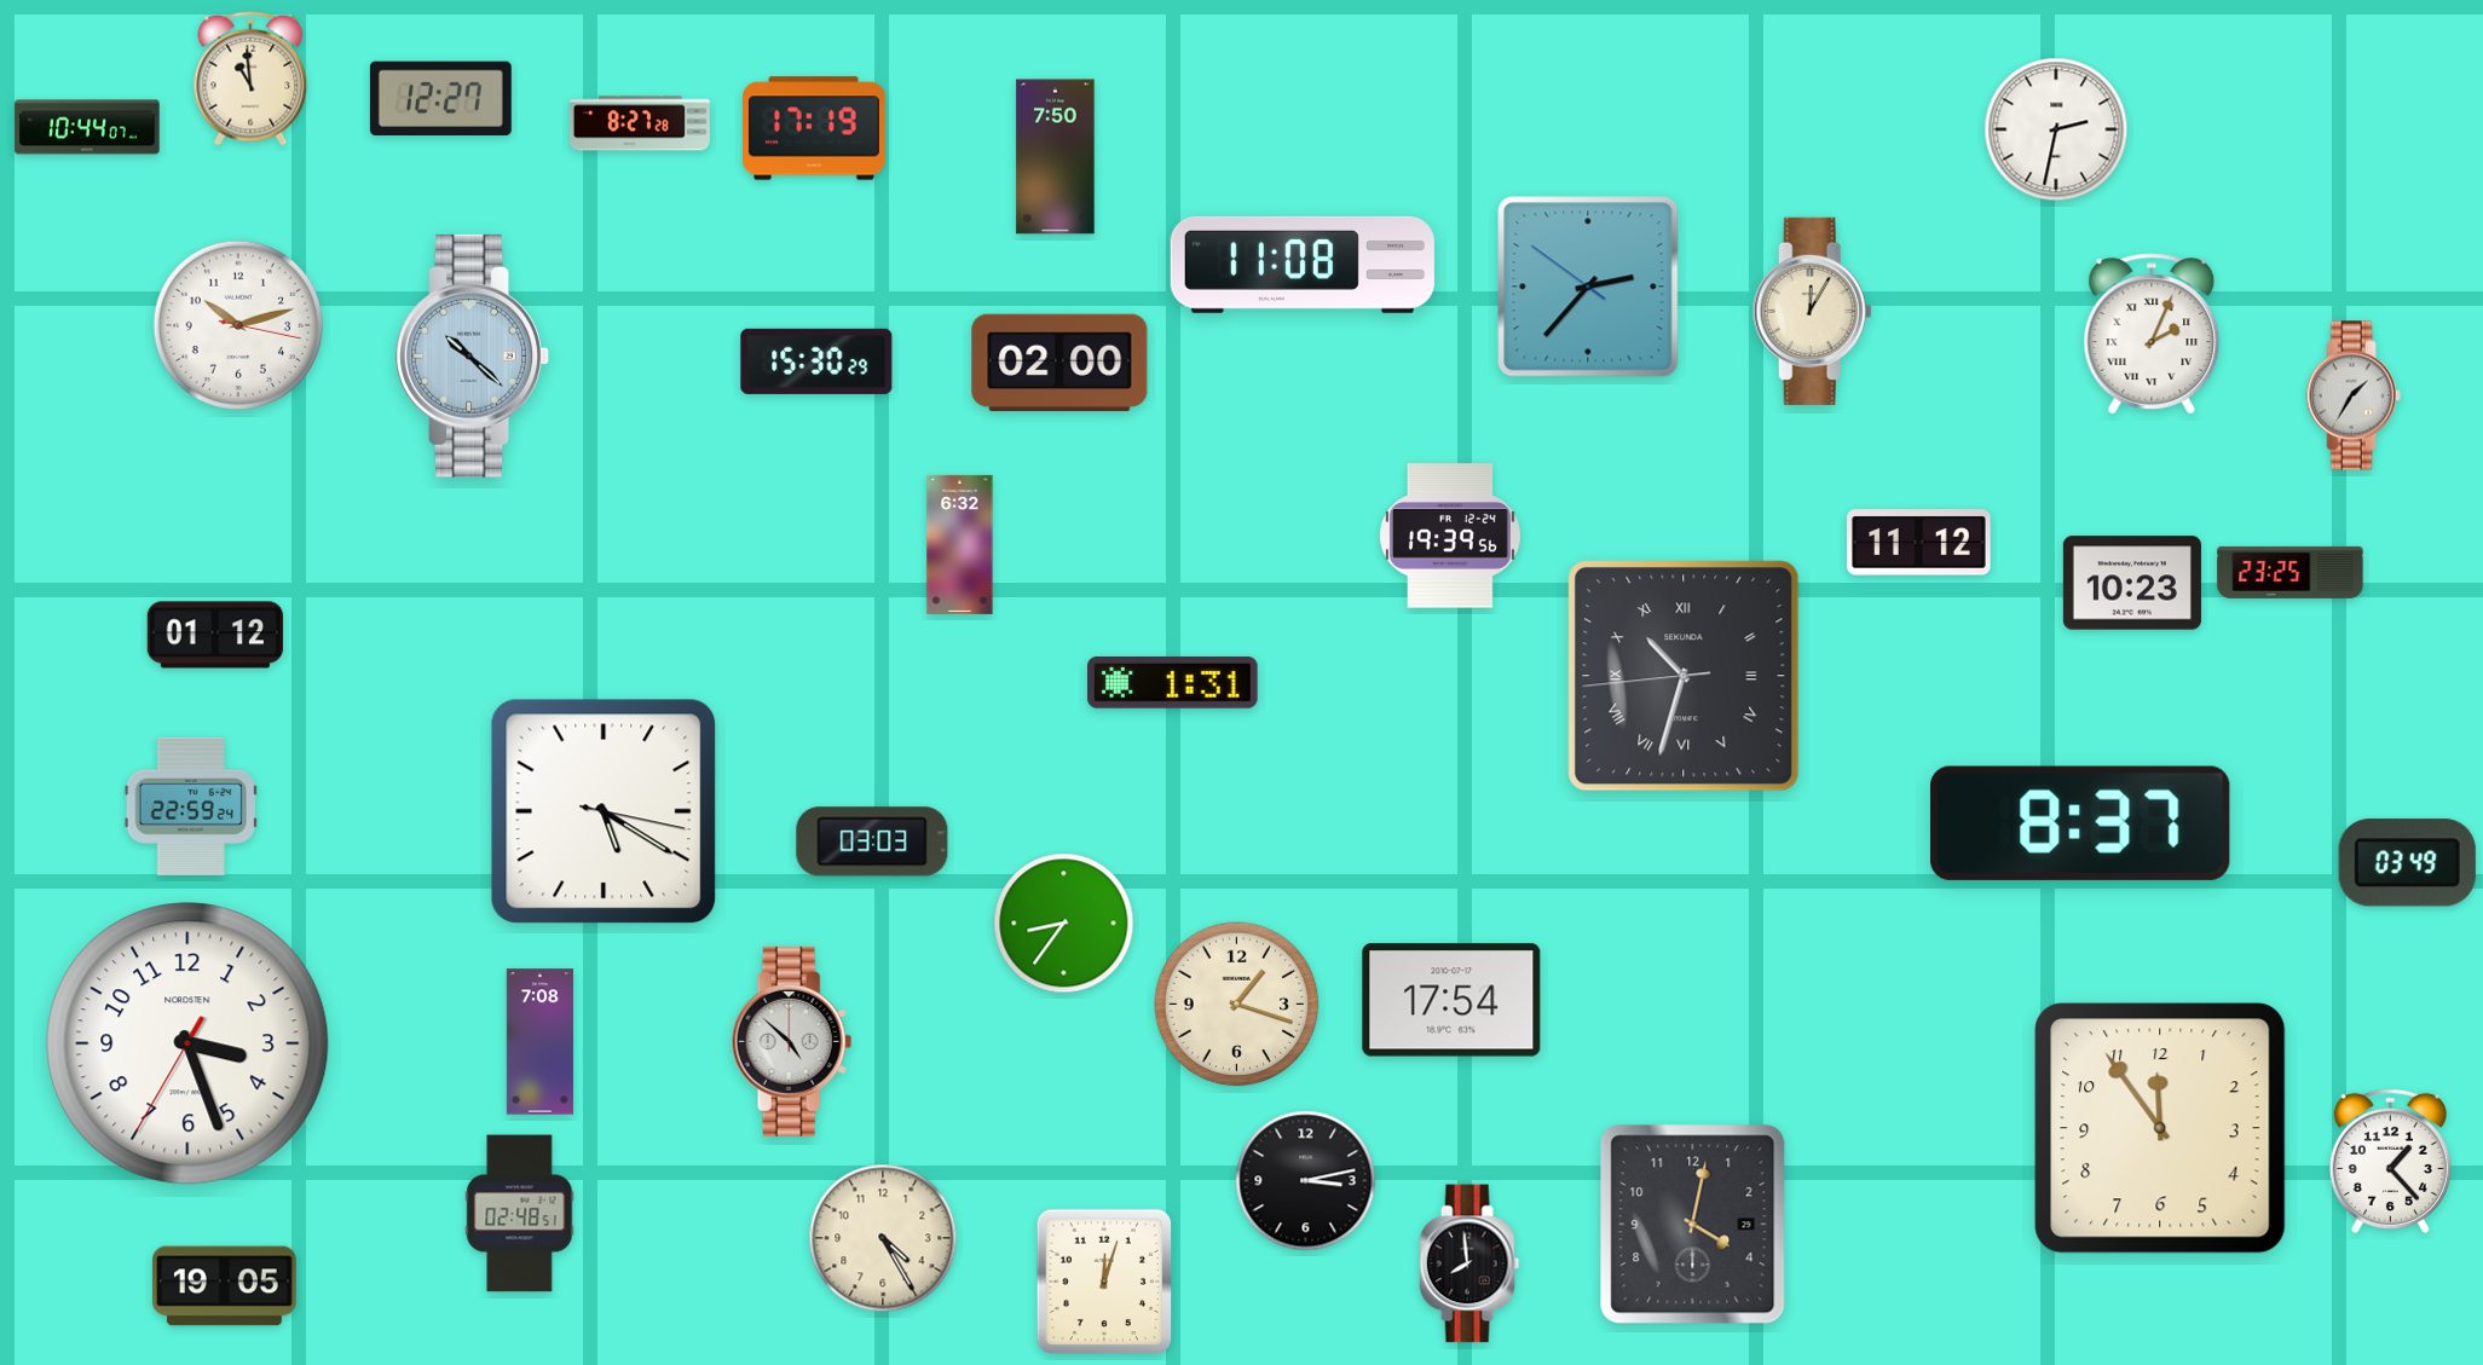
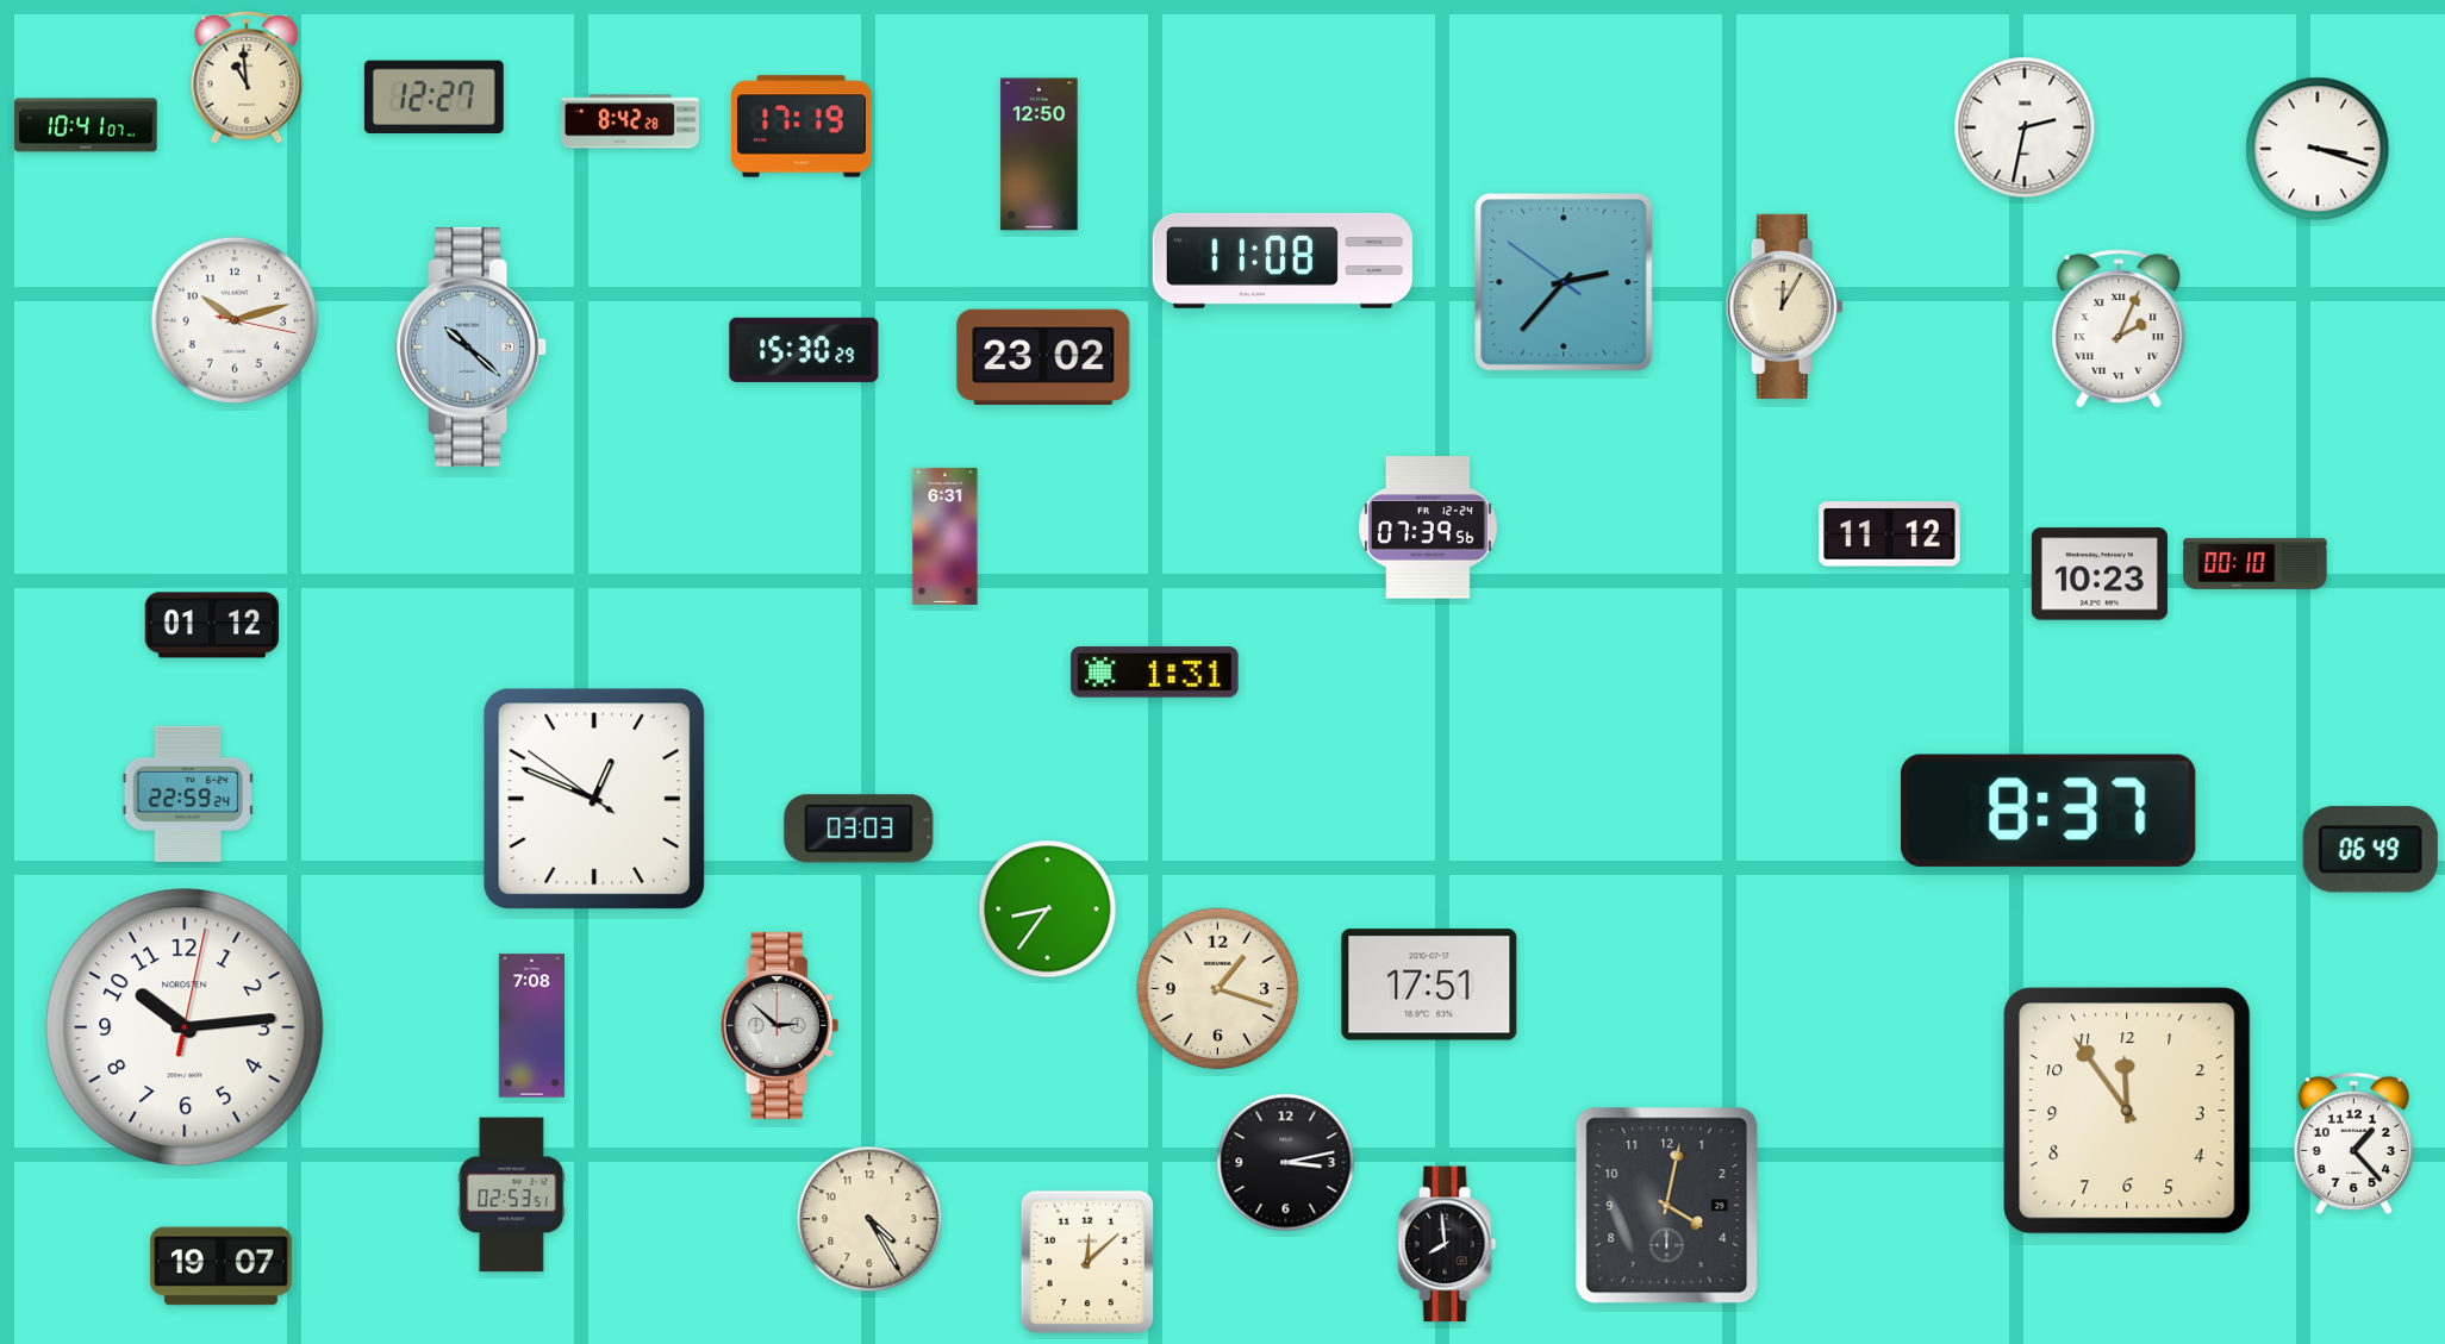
clock at (640, 123): 8:27 -> 8:42
clock at (87, 127): 10:44 -> 10:41
clock at (2318, 149): none -> 3:18
clock at (1056, 157): 7:50 -> 12:50
clock at (472, 355) position: (472, 355) -> (470, 346)
clock at (816, 362) position: (816, 362) -> (804, 350)
clock at (1059, 362): 02:00 -> 23:02
clock at (2354, 395): 1:35 -> none
clock at (1450, 536): 19:39 -> 07:39
clock at (960, 544): 6:32 -> 6:31
clock at (2291, 572): 23:25 -> 00:10
clock at (1684, 676): 10:32 -> none
clock at (604, 811): 5:20 -> 12:48
clock at (2407, 863): 03:49 -> 06:49
clock at (1451, 1000): 17:54 -> 17:51
clock at (792, 1041): 4:52 -> 2:52
clock at (187, 1043): 3:26 -> 10:14
clock at (520, 1214): 02:48 -> 02:53
clock at (1104, 1282): 12:03 -> 12:08
clock at (225, 1286): 19:05 -> 19:07
